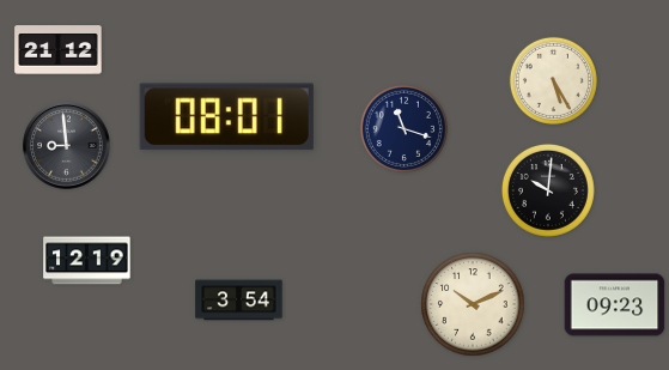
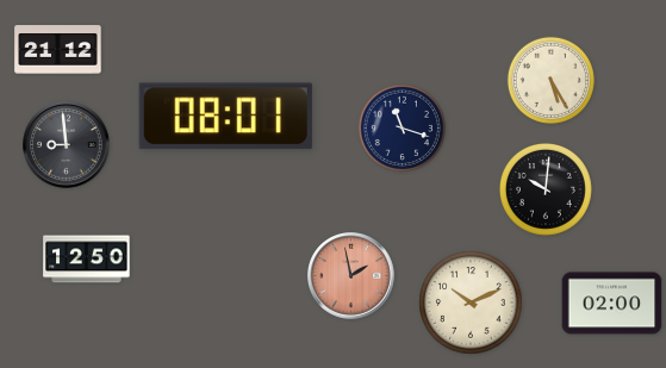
clock at (87, 261): 12:19 -> 12:50
clock at (351, 276): none -> 1:58
clock at (239, 301): 3:54 -> none
clock at (615, 305): 09:23 -> 02:00
